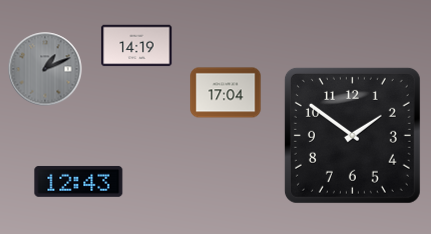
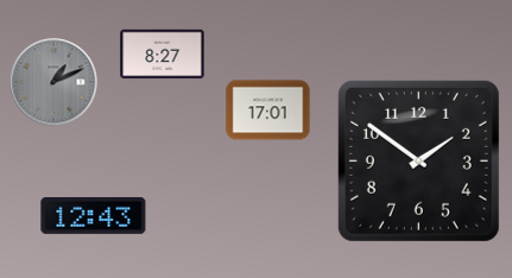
clock at (137, 46): 14:19 -> 8:27
clock at (226, 93): 17:04 -> 17:01
